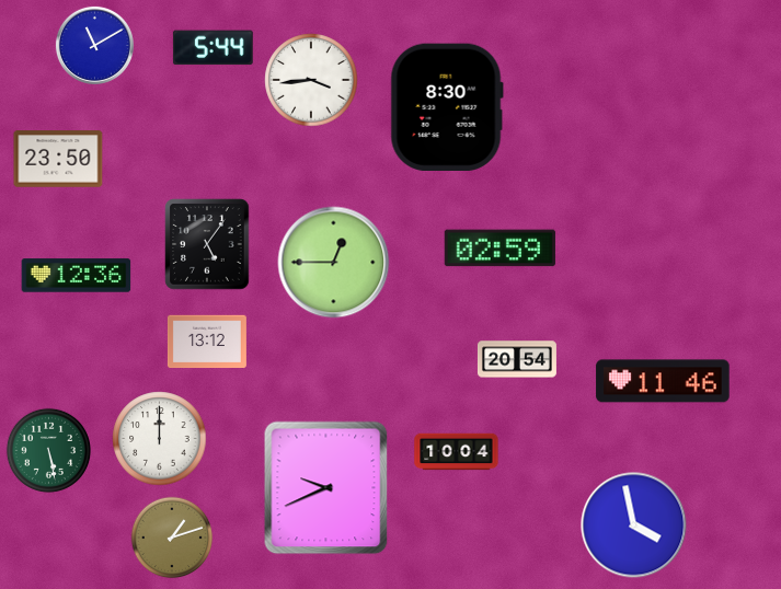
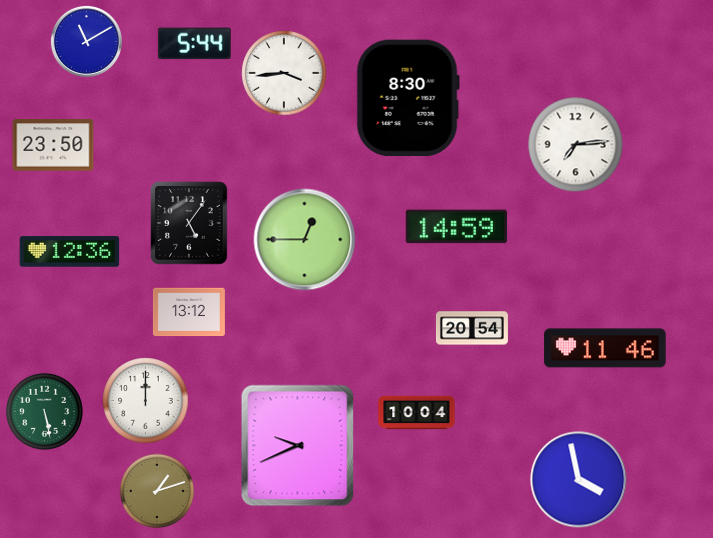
clock at (576, 145): none -> 7:14
clock at (499, 249): 02:59 -> 14:59
